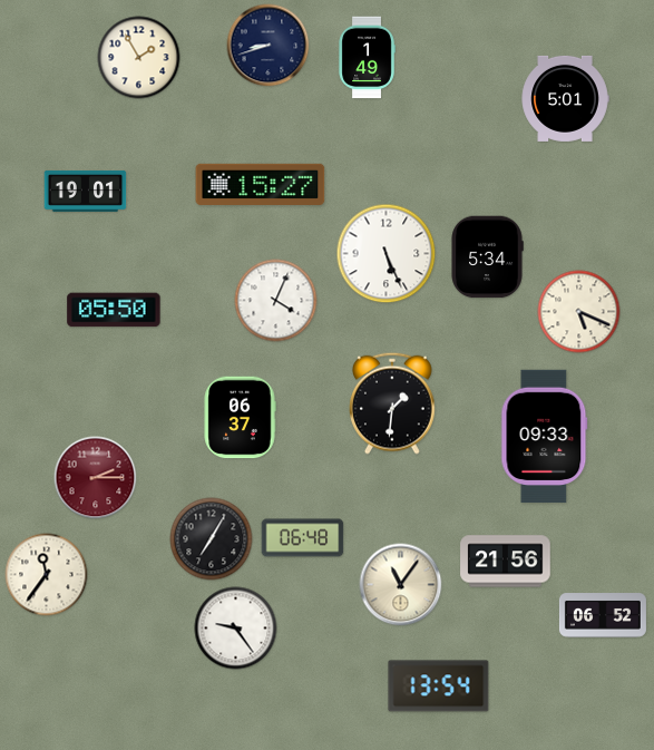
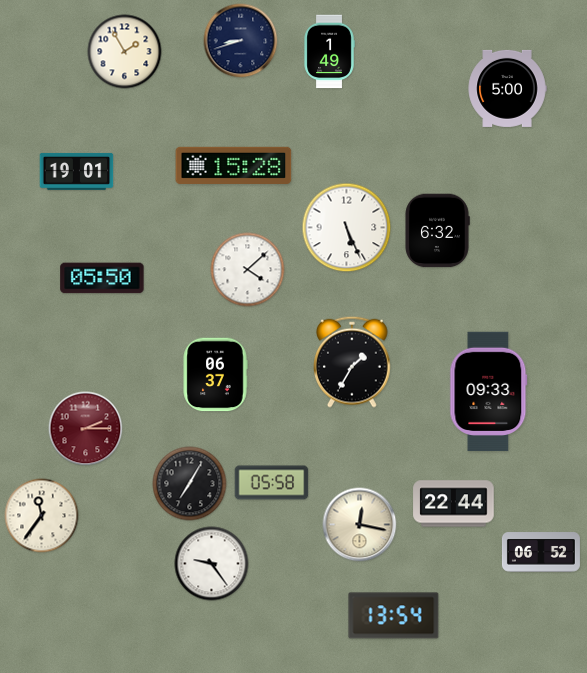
clock at (565, 98): 5:01 -> 5:00
clock at (261, 184): 15:27 -> 15:28
clock at (487, 257): 5:34 -> 6:32
clock at (276, 301): 4:04 -> 4:08
clock at (579, 312): 5:19 -> none
clock at (393, 403): 1:31 -> 1:35
clock at (303, 538): 06:48 -> 05:58
clock at (506, 562): 21:56 -> 22:44
clock at (401, 585): 11:06 -> 12:17
